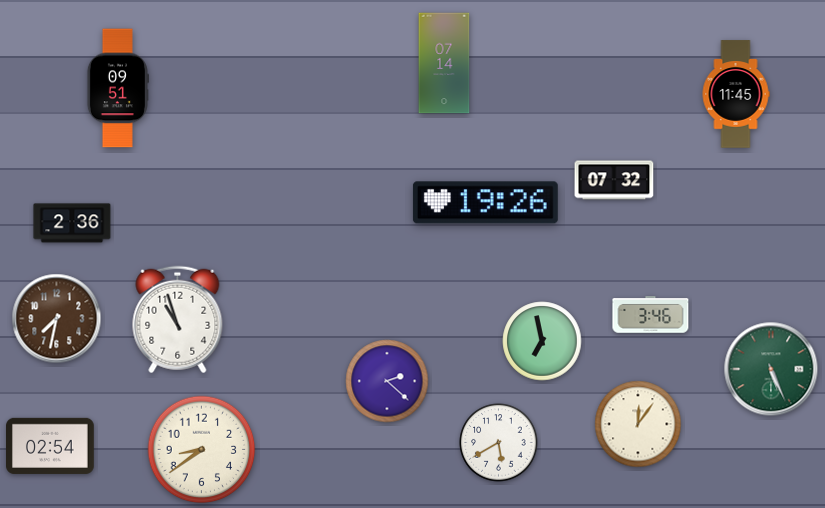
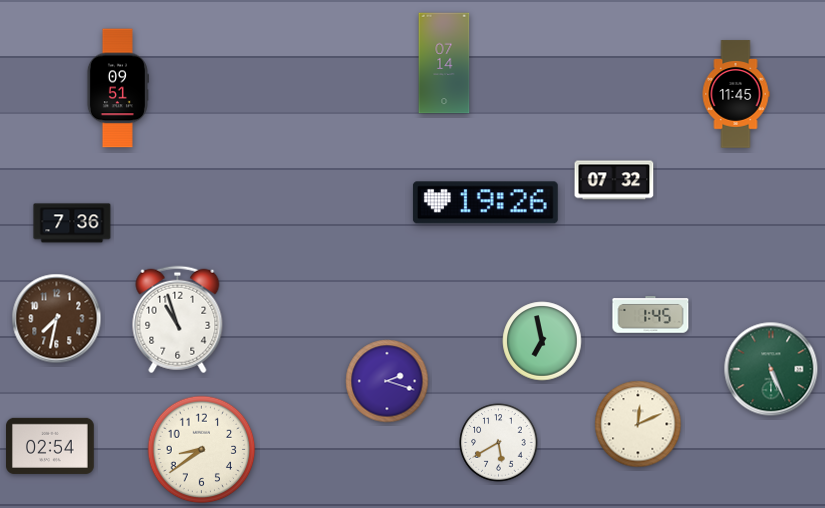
clock at (72, 223): 2:36 -> 7:36
clock at (651, 315): 3:46 -> 1:45
clock at (387, 381): 2:22 -> 2:18
clock at (638, 424): 12:06 -> 12:11
